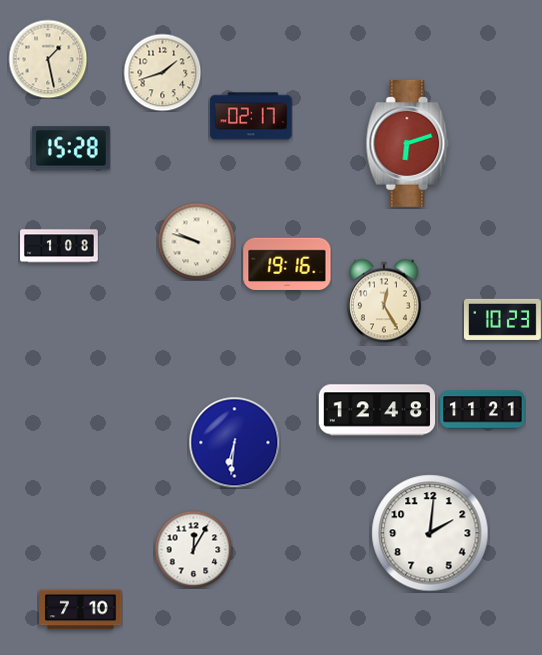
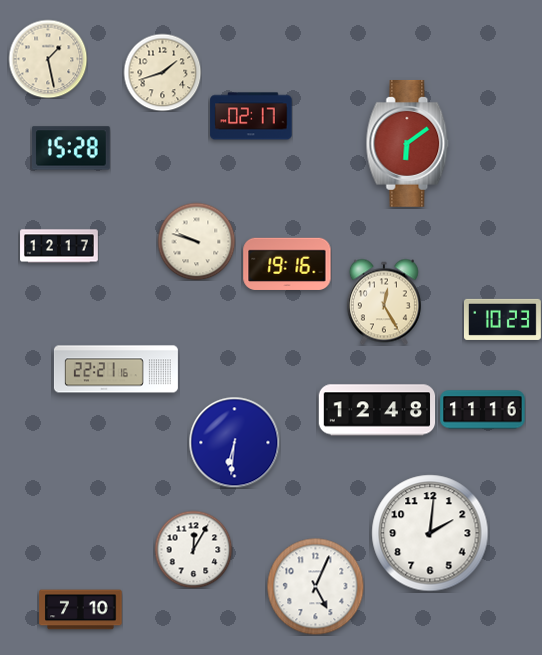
clock at (408, 143): 6:12 -> 6:09
clock at (59, 246): 1:08 -> 12:17
clock at (116, 369): none -> 22:21
clock at (483, 410): 11:21 -> 11:16
clock at (315, 586): none -> 5:04
